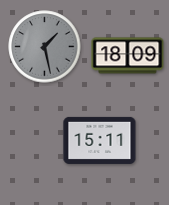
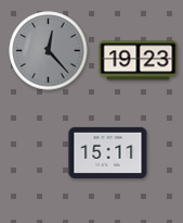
clock at (45, 47): 1:28 -> 12:23
clock at (128, 56): 18:09 -> 19:23
